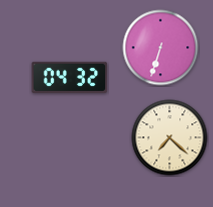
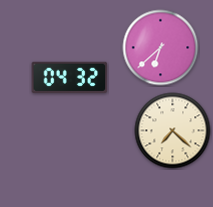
clock at (161, 48): 6:33 -> 6:38
clock at (170, 138) position: (170, 138) -> (173, 131)
